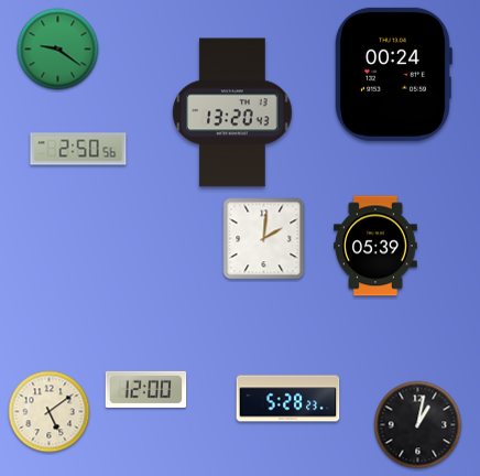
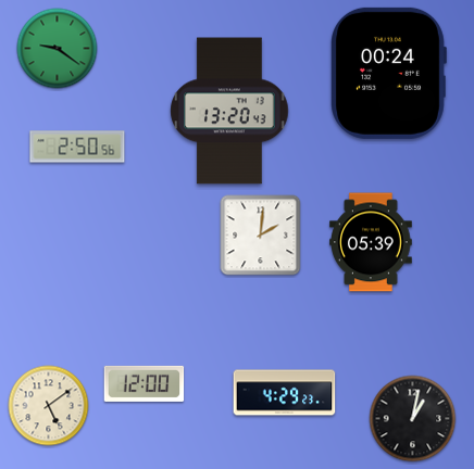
clock at (288, 399): 5:28 -> 4:29
